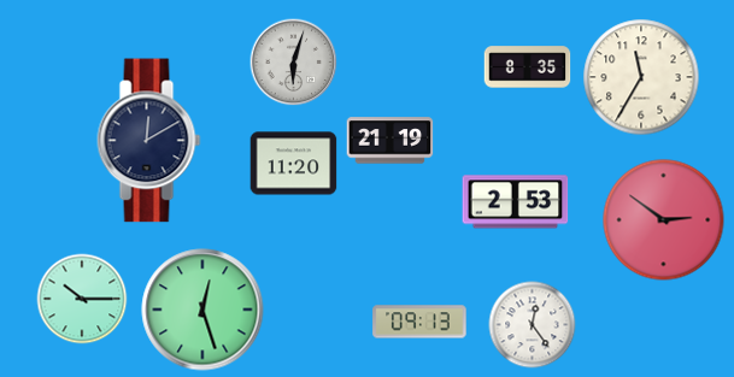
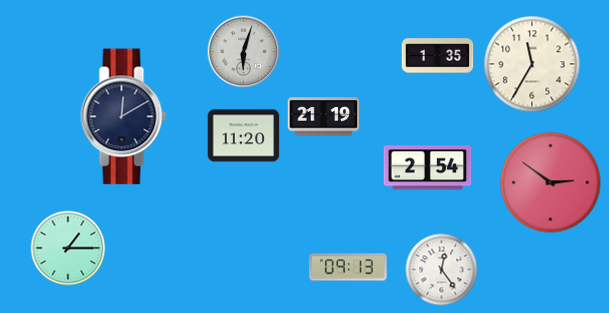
clock at (528, 67): 8:35 -> 1:35
clock at (516, 202): 2:53 -> 2:54
clock at (82, 299): 10:15 -> 1:15
clock at (202, 310): 12:27 -> none
